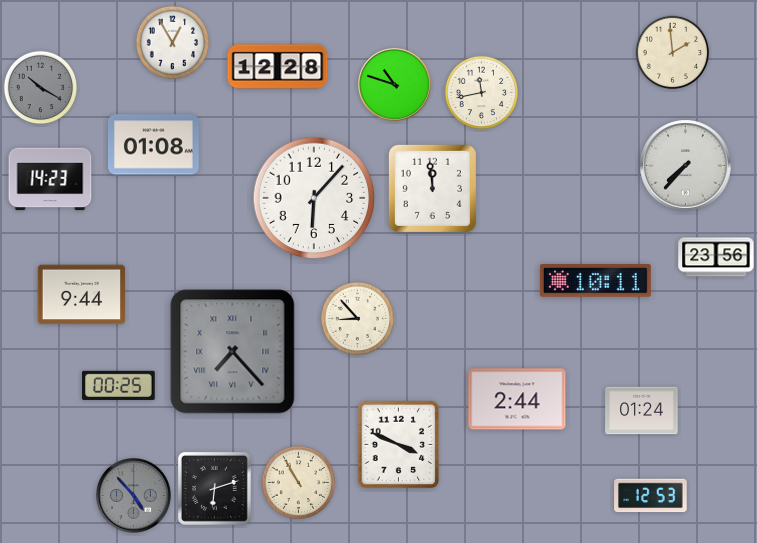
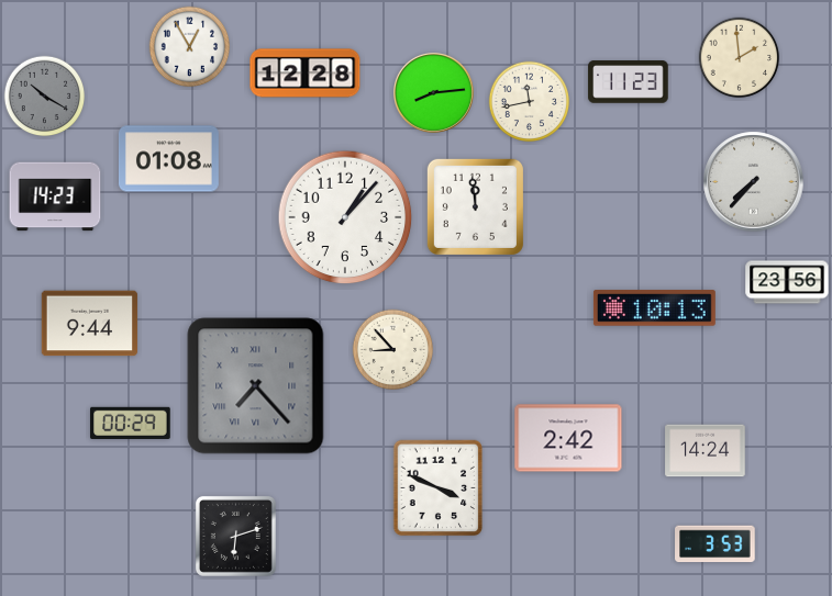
clock at (629, 82): none -> 11:23
clock at (395, 85): 10:48 -> 8:14
clock at (314, 198): 6:07 -> 1:07
clock at (595, 281): 10:11 -> 10:13
clock at (119, 385): 00:25 -> 00:29
clock at (517, 399): 2:44 -> 2:42
clock at (642, 411): 01:24 -> 14:24
clock at (299, 483): 10:55 -> none
clock at (134, 496): 4:53 -> none
clock at (651, 496): 12:53 -> 3:53
